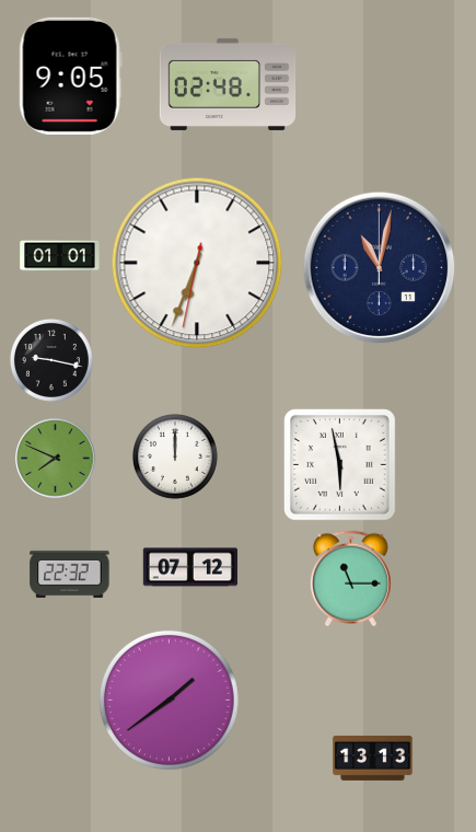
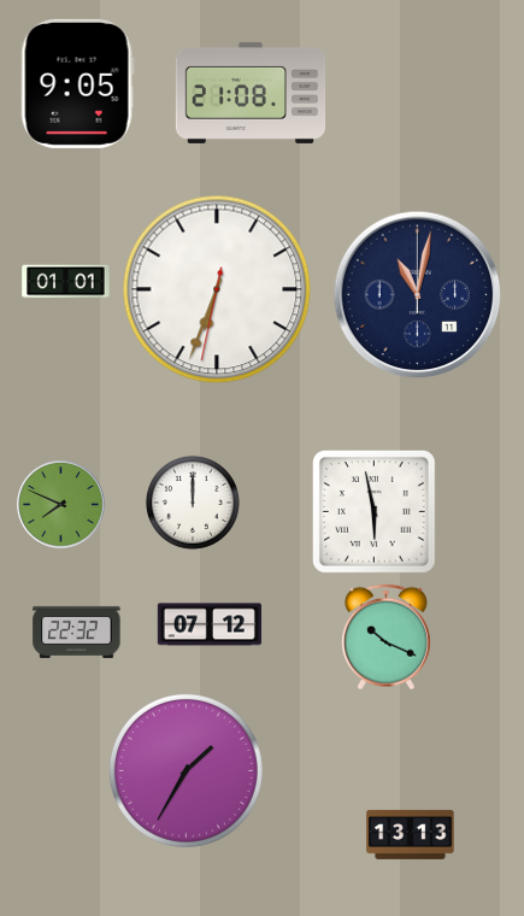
clock at (228, 84): 02:48 -> 21:08
clock at (51, 360): 9:17 -> none
clock at (350, 579): 11:15 -> 10:19
clock at (169, 700): 1:39 -> 1:35
